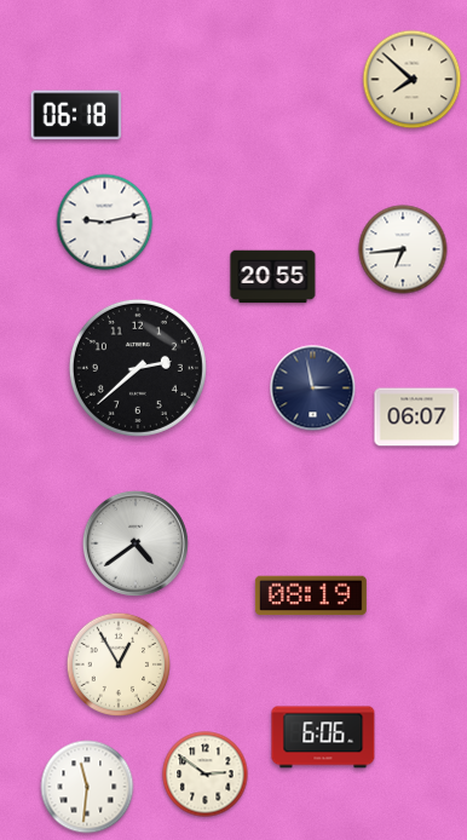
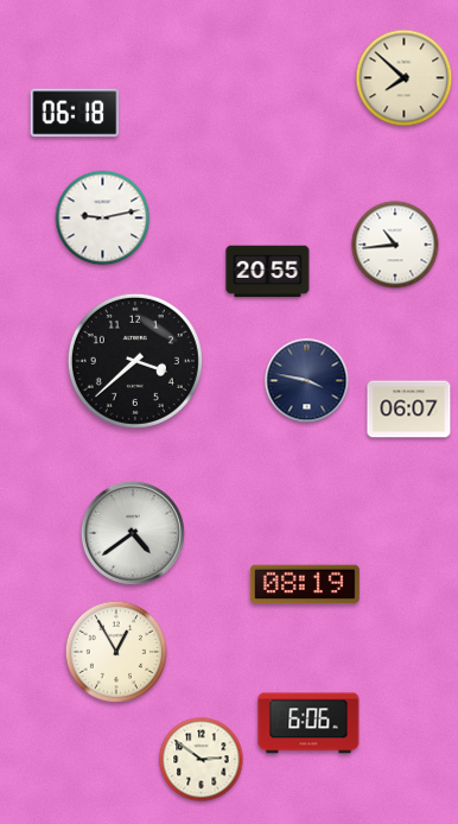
clock at (403, 249): 6:44 -> 10:44
clock at (138, 368): 2:38 -> 3:38
clock at (313, 389): 2:58 -> 3:47
clock at (323, 737) position: (323, 737) -> (308, 723)
clock at (87, 787): 11:31 -> none
